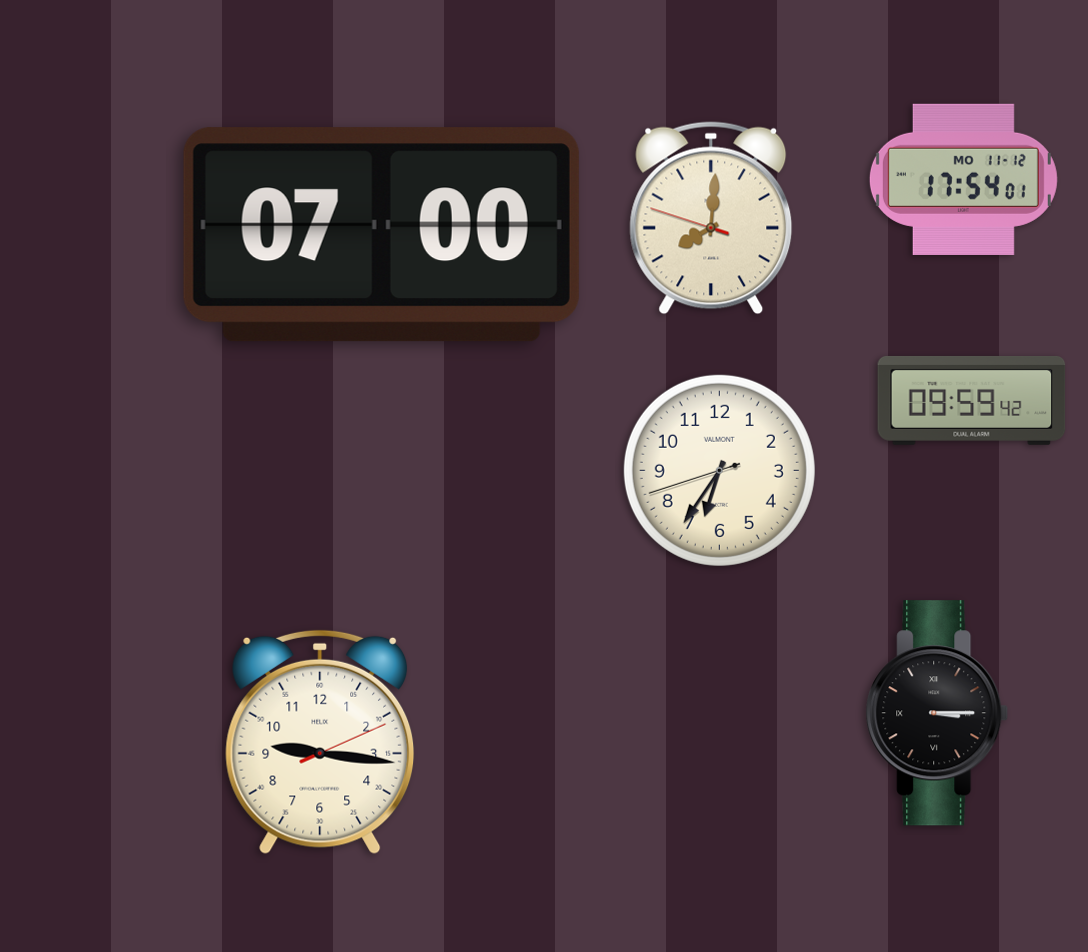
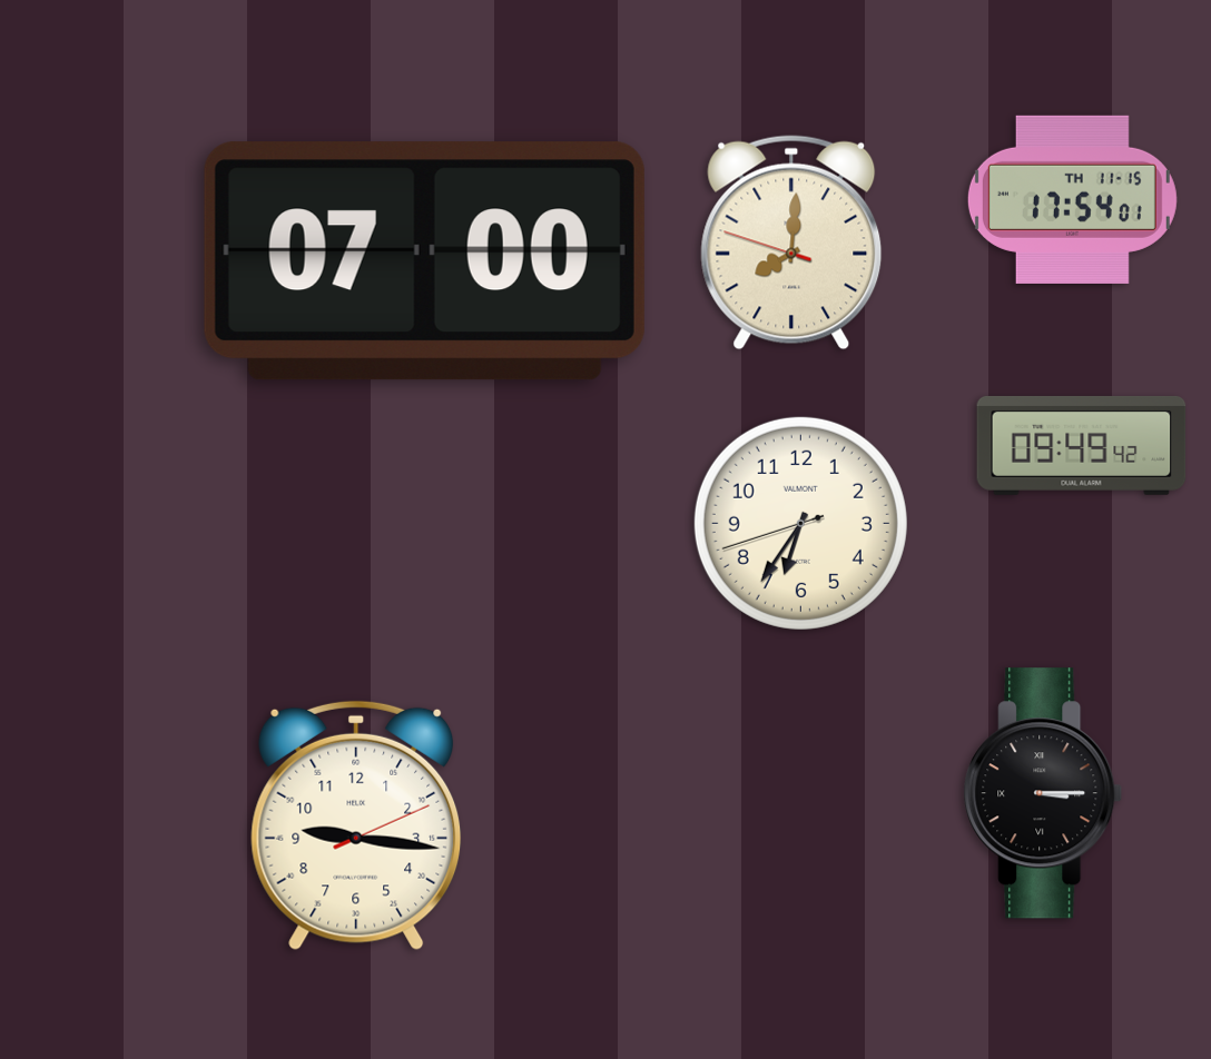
clock at (963, 179) date: MO 11-12 -> TH 11-15
clock at (972, 400): 09:59 -> 09:49
